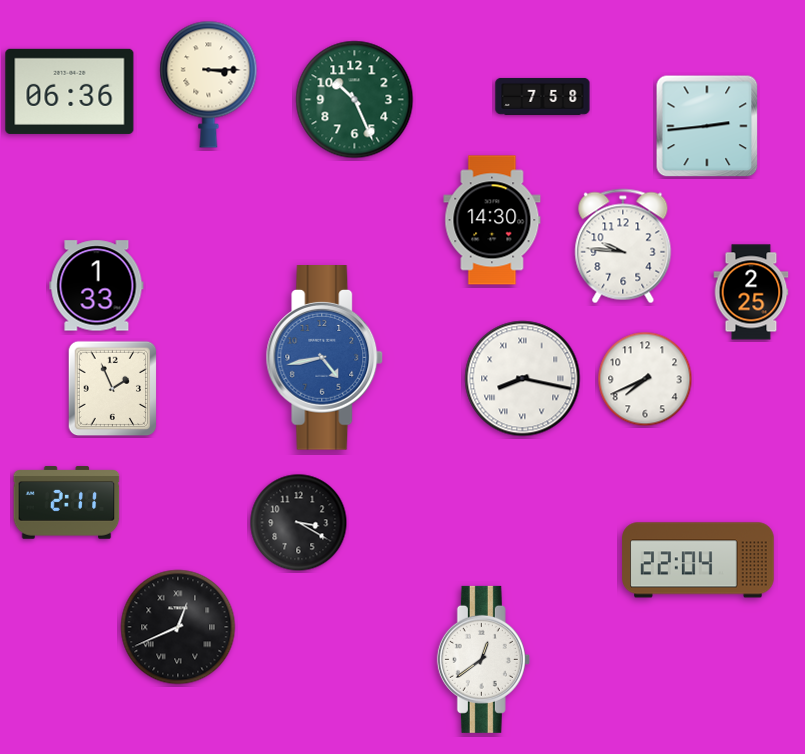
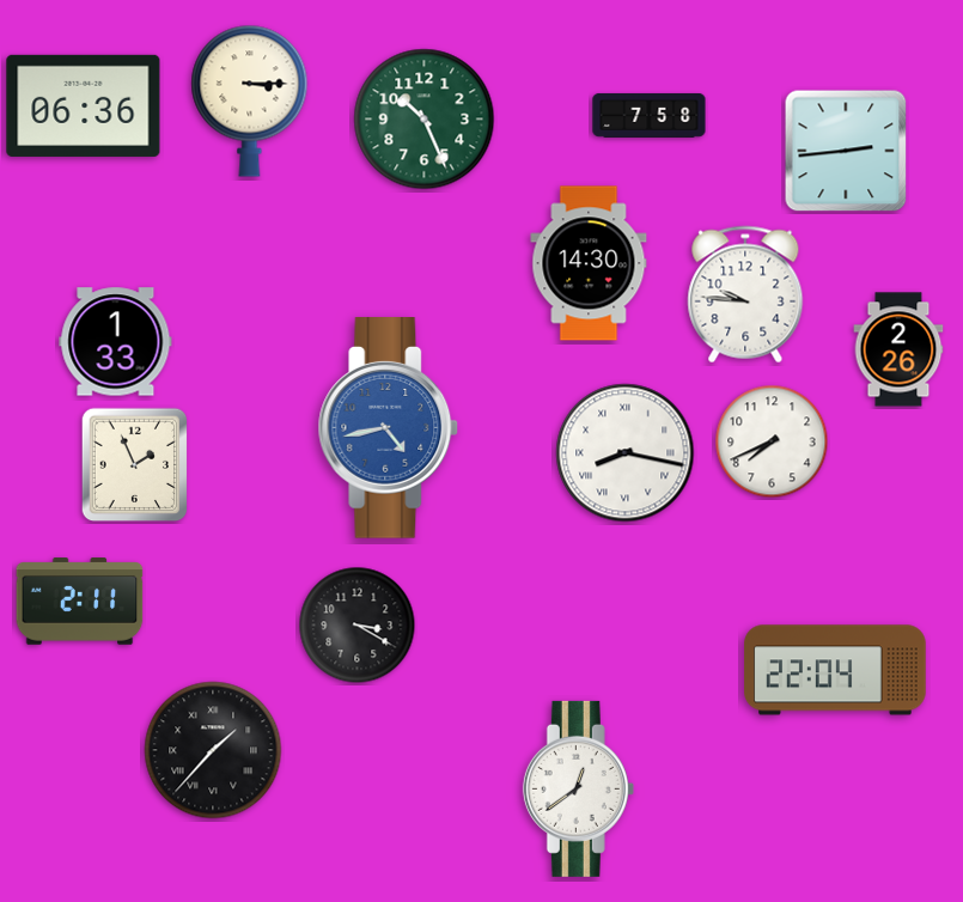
clock at (70, 91) position: (70, 91) -> (84, 105)
clock at (751, 292): 2:25 -> 2:26
clock at (645, 379) position: (645, 379) -> (772, 441)
clock at (178, 627): 12:41 -> 1:37
